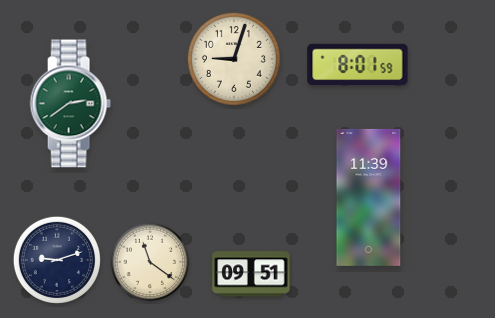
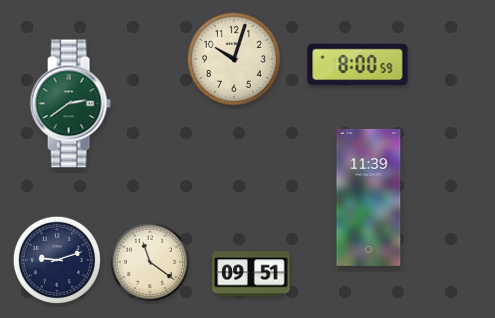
clock at (234, 59): 9:03 -> 10:03
clock at (358, 65): 8:01 -> 8:00
